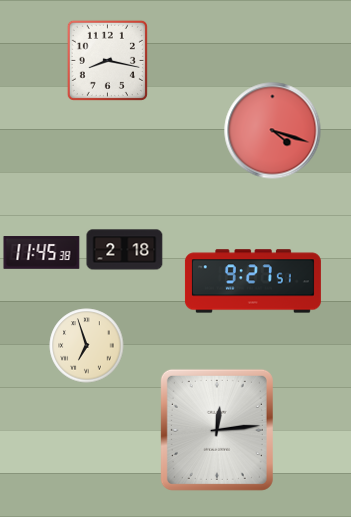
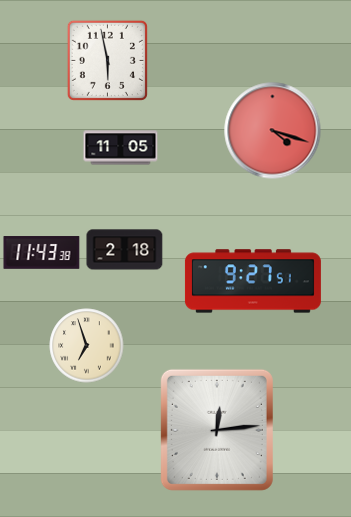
clock at (107, 60): 8:17 -> 5:58
clock at (121, 148): none -> 11:05
clock at (42, 253): 11:45 -> 11:43
